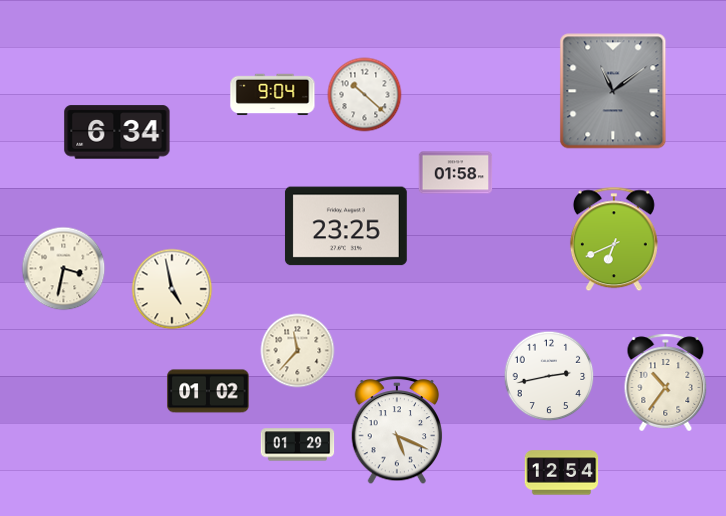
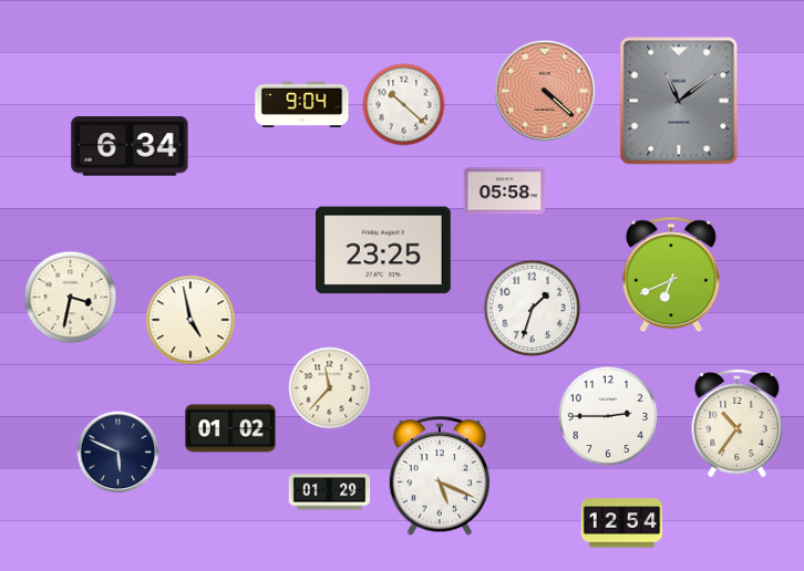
clock at (545, 91): none -> 4:22
clock at (456, 173): 01:58 -> 05:58
clock at (614, 239) position: (614, 239) -> (671, 274)
clock at (533, 309): none -> 1:33
clock at (549, 376): 2:43 -> 2:45
clock at (208, 391) position: (208, 391) -> (230, 428)
clock at (118, 453): none -> 5:49
